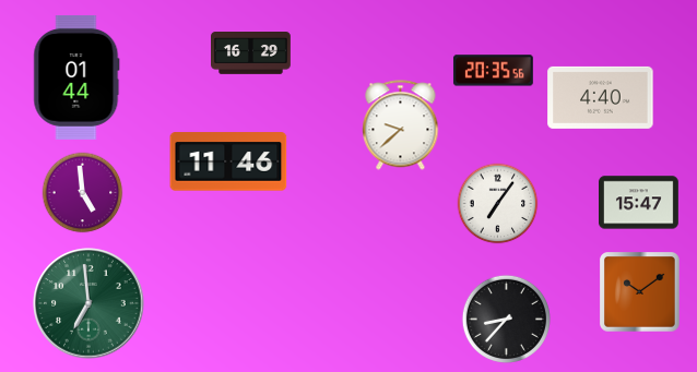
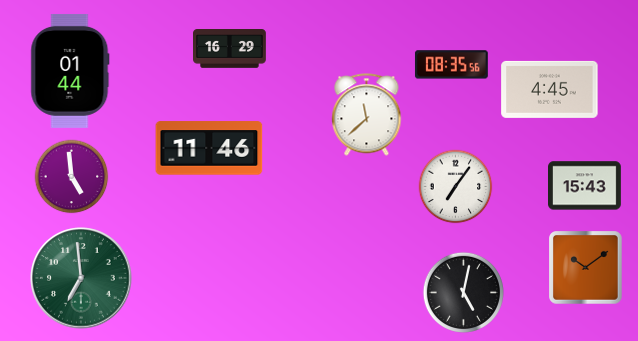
clock at (493, 71): 20:35 -> 08:35
clock at (601, 97): 4:40 -> 4:45
clock at (401, 125): 9:38 -> 11:38
clock at (83, 193) position: (83, 193) -> (72, 177)
clock at (639, 203): 15:47 -> 15:43
clock at (506, 319): 8:37 -> 5:02
